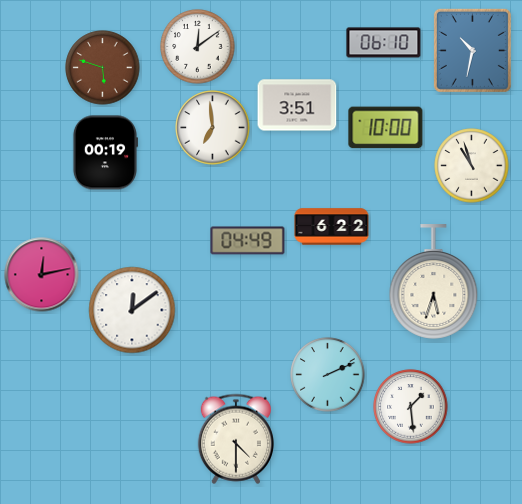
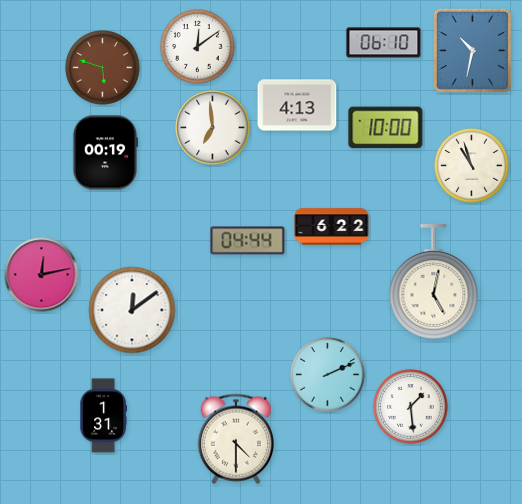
clock at (297, 105): 3:51 -> 4:13
clock at (248, 241): 04:49 -> 04:44
clock at (434, 282): 5:33 -> 5:02
clock at (103, 416): none -> 1:31
